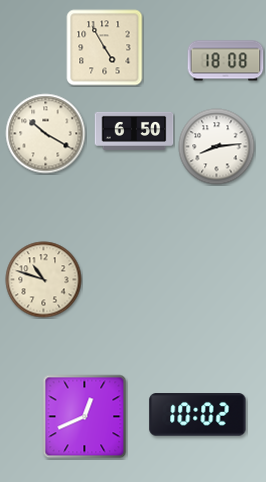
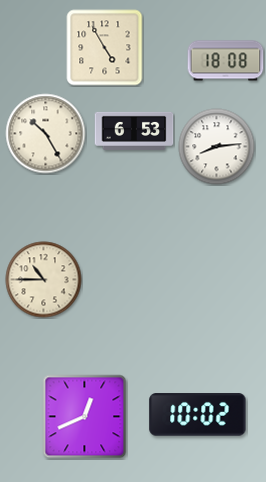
clock at (134, 131): 6:50 -> 6:53
clock at (46, 134): 10:20 -> 10:25
clock at (44, 280): 10:48 -> 10:45
